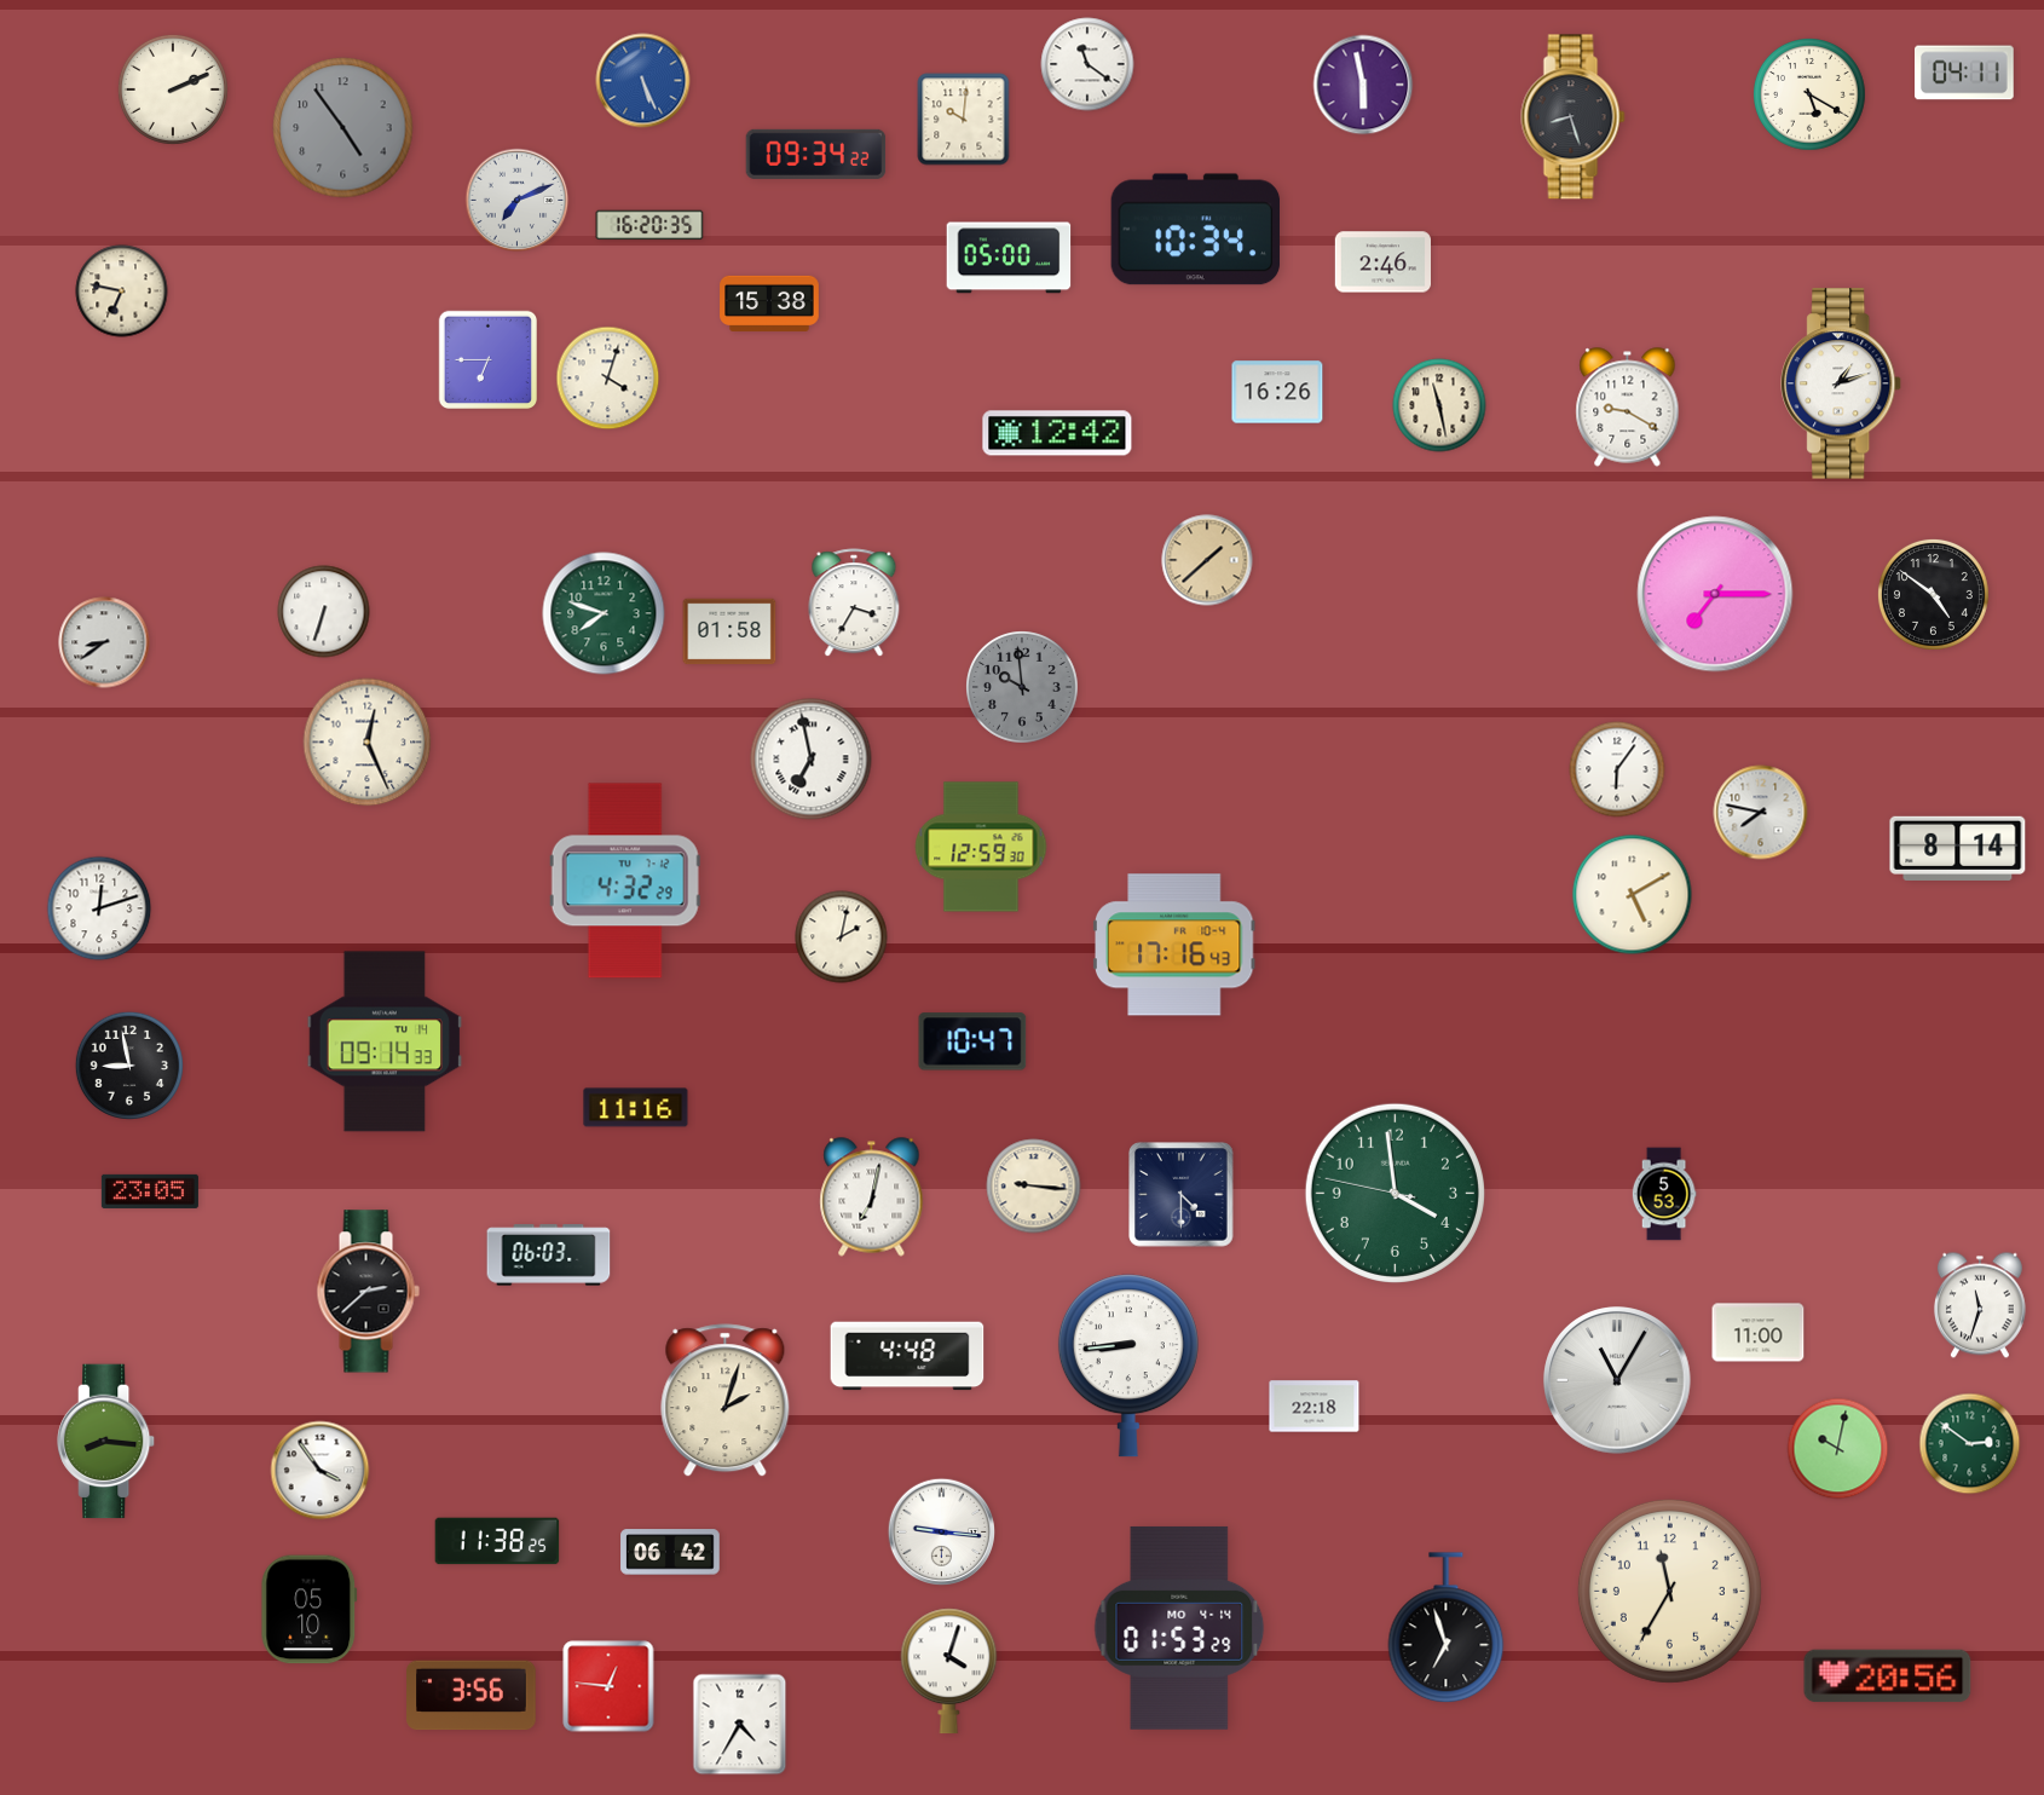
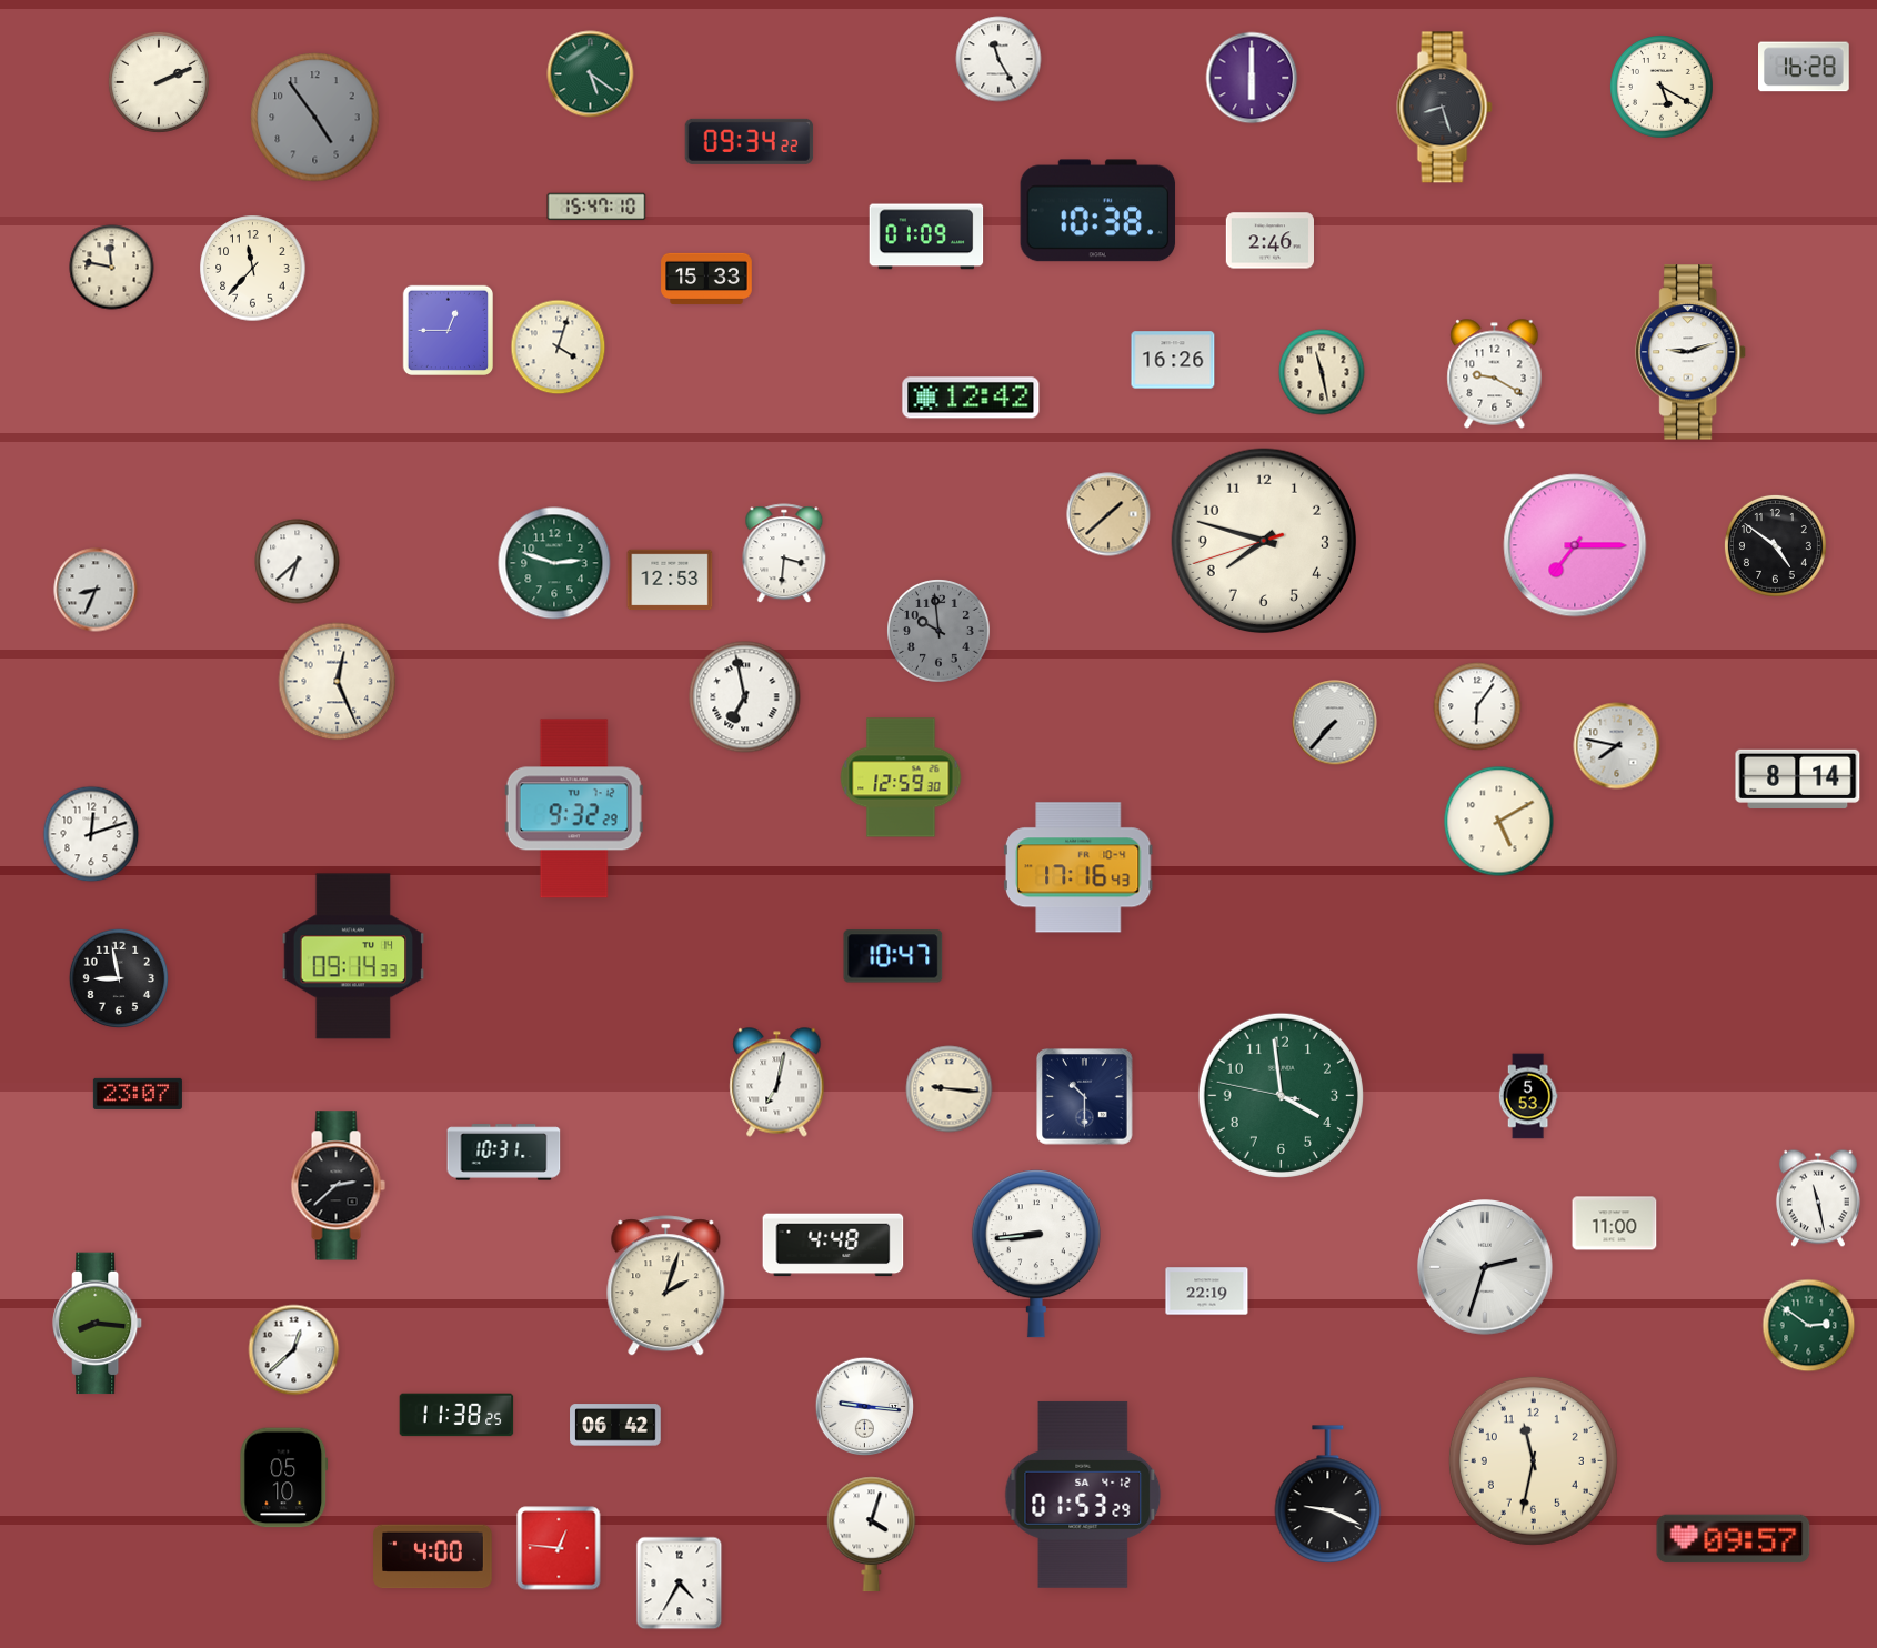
clock at (1087, 64): 11:21 -> 11:25
clock at (1965, 73): 04:11 -> 16:28
clock at (643, 81): 5:26 -> 5:21
clock at (643, 81) dial: blue -> green
clock at (1363, 85): 5:58 -> 6:00
clock at (964, 120): 10:01 -> none
clock at (518, 201): 7:11 -> none
clock at (649, 225): 16:20 -> 15:47
clock at (1196, 230): 10:34 -> 10:38
clock at (1009, 258): 05:00 -> 01:09
clock at (122, 292): 6:47 -> 11:47
clock at (253, 269): none -> 11:37
clock at (769, 304): 15:38 -> 15:33
clock at (487, 359): 6:45 -> 12:45
clock at (1842, 383): 1:12 -> 9:12
clock at (1264, 541): none -> 7:47
clock at (854, 604): 3:35 -> 3:31
clock at (324, 612): 6:33 -> 6:38
clock at (604, 613): 7:48 -> 2:48
clock at (729, 631): 01:58 -> 12:53
clock at (104, 642): 8:39 -> 8:34
clock at (1617, 769) position: (1617, 769) -> (1477, 706)
clock at (1335, 723): none -> 7:37
clock at (625, 881): 4:32 -> 9:32
clock at (842, 937): 2:02 -> none
clock at (636, 1108): 11:16 -> none
clock at (150, 1191): 23:05 -> 23:07
clock at (1182, 1195): 4:30 -> 10:30
clock at (872, 1197) position: (872, 1197) -> (777, 1083)
clock at (549, 1256): 06:03 -> 10:31
clock at (1980, 1305): 11:33 -> 11:28
clock at (1617, 1380): 11:05 -> 2:33
clock at (1315, 1407): 22:18 -> 22:19
clock at (1838, 1449): 10:02 -> none
clock at (321, 1471): 3:54 -> 12:38
clock at (1669, 1591): 11:35 -> 11:32
clock at (1179, 1628) date: MO 4-14 -> SA 4-12
clock at (1447, 1628): 6:57 -> 9:19
clock at (1888, 1676): 20:56 -> 09:57
clock at (472, 1696): 3:56 -> 4:00
